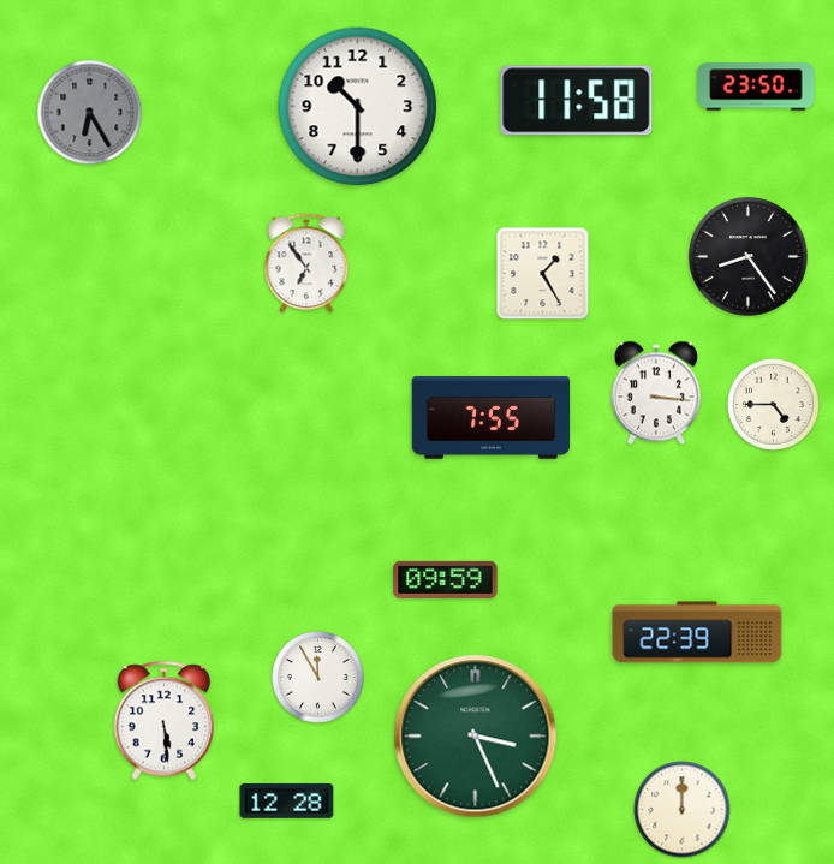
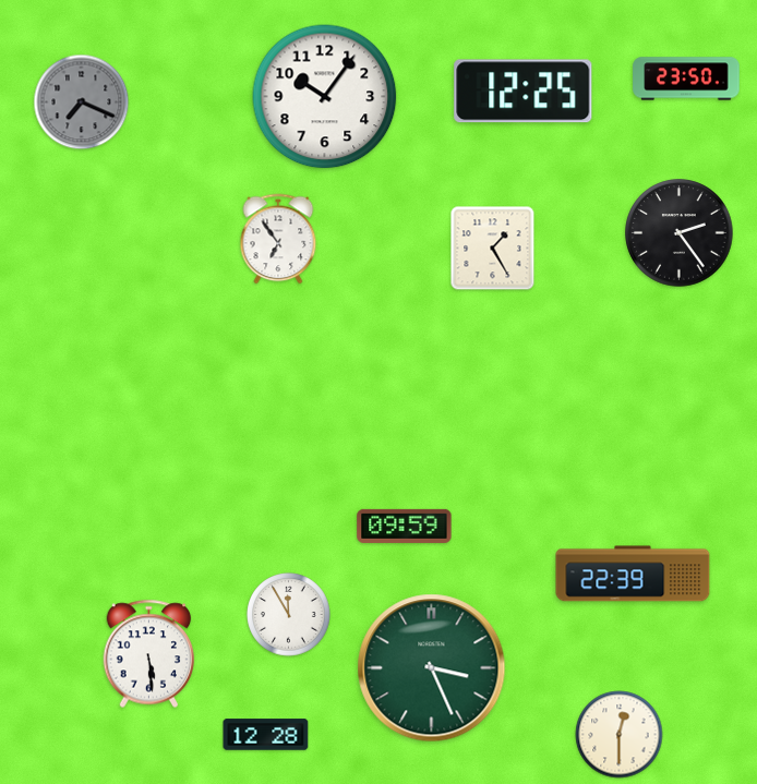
clock at (577, 101): 11:58 -> 12:25
clock at (358, 107): 10:30 -> 10:06
clock at (90, 113): 6:25 -> 7:19
clock at (749, 257): 8:24 -> 2:24
clock at (656, 393): 3:16 -> none
clock at (774, 405): 4:45 -> none
clock at (492, 418): 7:55 -> none
clock at (287, 802) position: (287, 802) -> (266, 735)
clock at (683, 810): 12:00 -> 12:30
